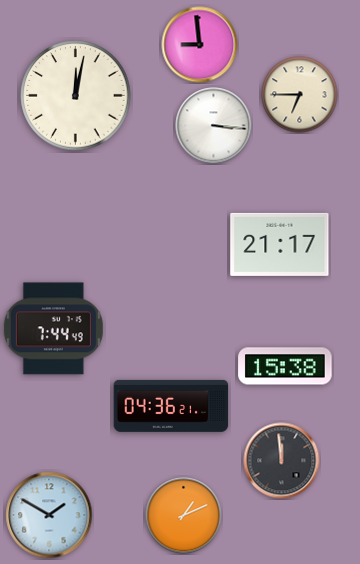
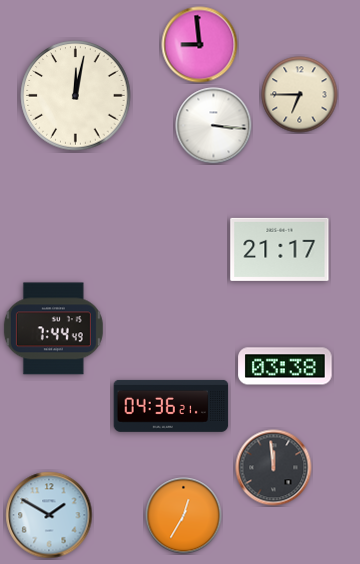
clock at (280, 244) position: (280, 244) -> (280, 249)
clock at (285, 366): 15:38 -> 03:38
clock at (282, 461) position: (282, 461) -> (274, 468)
clock at (184, 516): 1:11 -> 12:35
